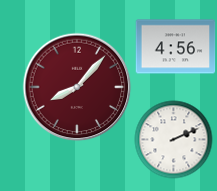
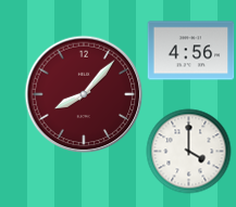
clock at (173, 139): 2:11 -> 4:00
